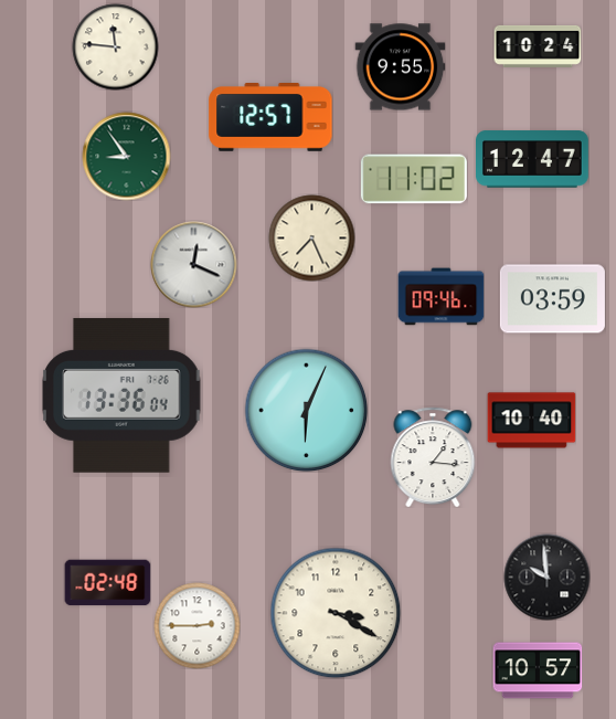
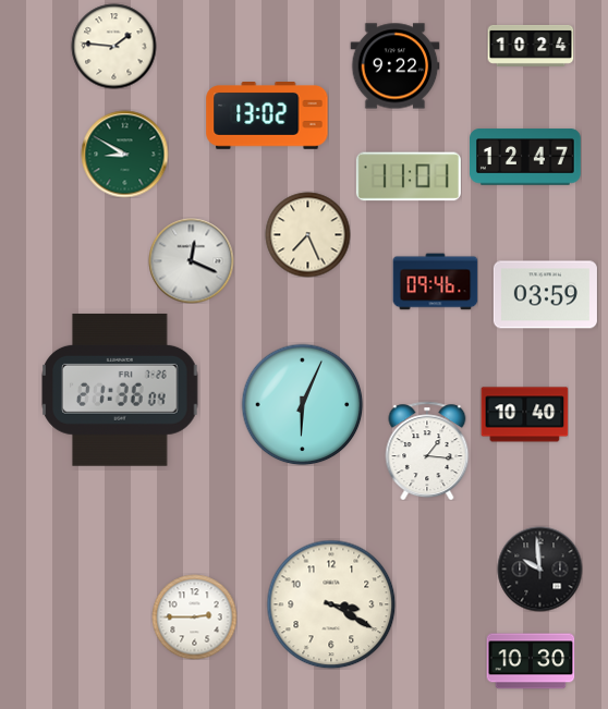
clock at (115, 46): 11:46 -> 1:46
clock at (400, 67): 9:55 -> 9:22
clock at (270, 118): 12:57 -> 13:02
clock at (126, 156): 8:54 -> 8:50
clock at (414, 179): 11:02 -> 11:01
clock at (440, 297) position: (440, 297) -> (435, 282)
clock at (121, 395): 13:36 -> 21:36
clock at (107, 583): 02:48 -> none
clock at (538, 670): 10:57 -> 10:30
